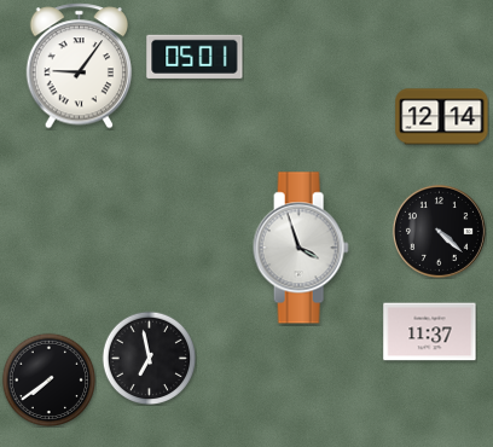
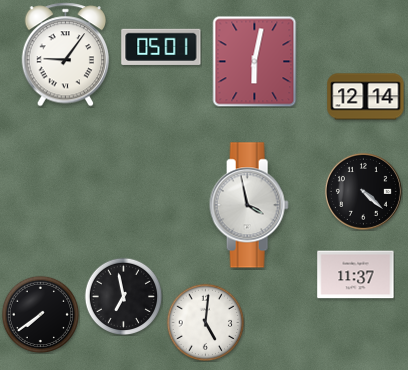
clock at (255, 62): none -> 6:02
clock at (301, 248): 3:57 -> 3:58
clock at (205, 322): none -> 5:01
